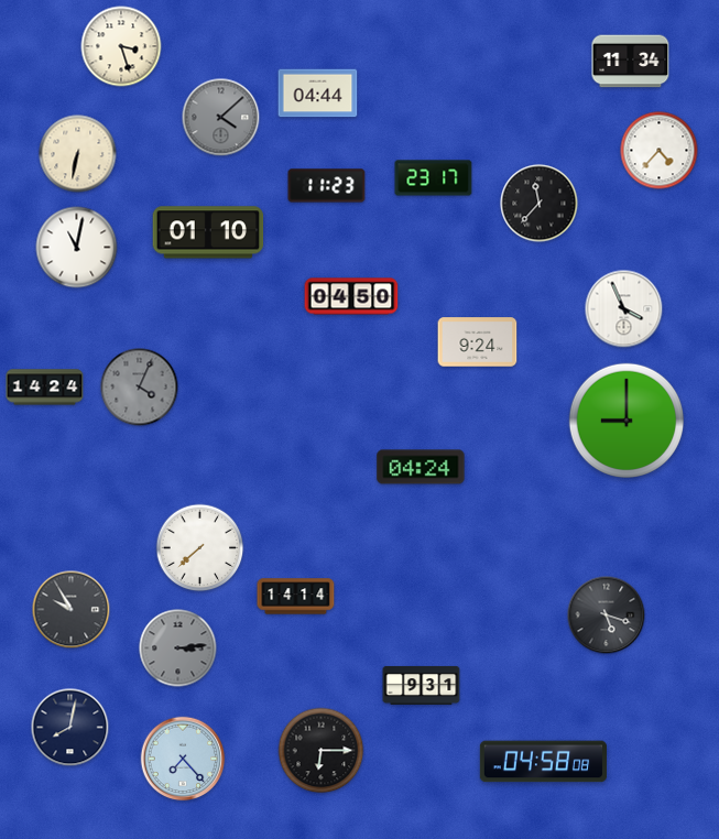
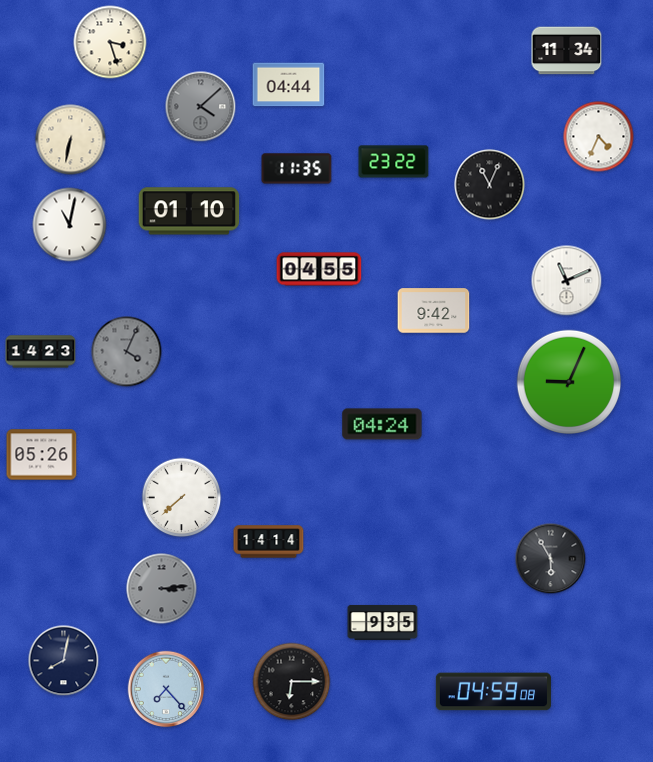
clock at (631, 62) position: (631, 62) -> (567, 51)
clock at (660, 151): 4:37 -> 4:34
clock at (434, 178): 23:17 -> 23:22
clock at (327, 186): 11:23 -> 11:35
clock at (540, 204): 11:37 -> 11:04
clock at (351, 296): 04:50 -> 04:55
clock at (624, 309): 3:56 -> 11:11
clock at (478, 342): 9:24 -> 9:42
clock at (45, 388): 14:24 -> 14:23
clock at (625, 419): 9:00 -> 9:04
clock at (42, 455): none -> 05:26
clock at (72, 610): 9:55 -> none
clock at (607, 615): 5:18 -> 5:55
clock at (422, 685): 9:31 -> 9:35
clock at (543, 762): 04:58 -> 04:59
